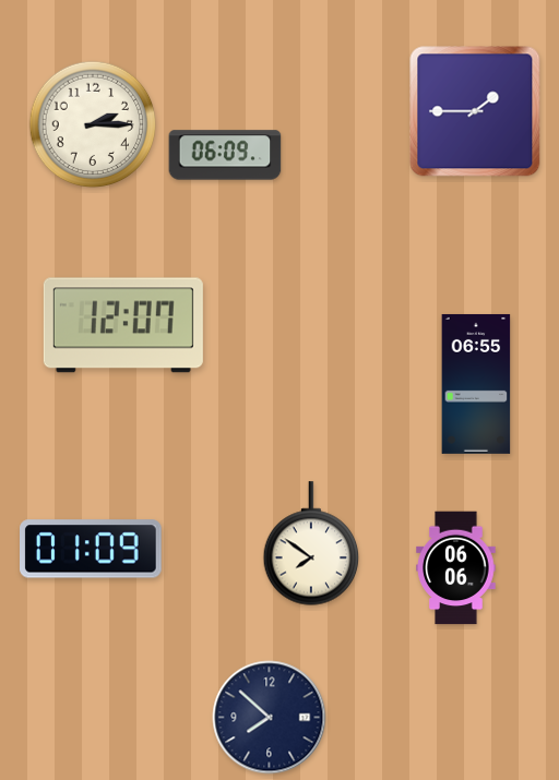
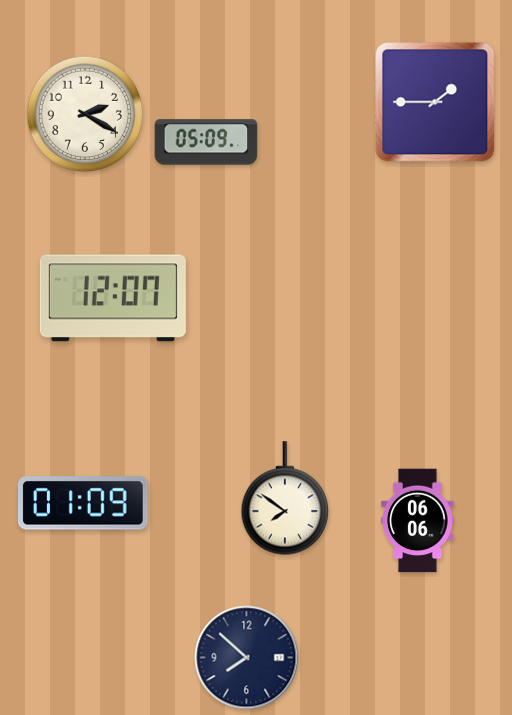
clock at (93, 124): 2:15 -> 2:20
clock at (225, 155): 06:09 -> 05:09
clock at (476, 384): 06:55 -> none
